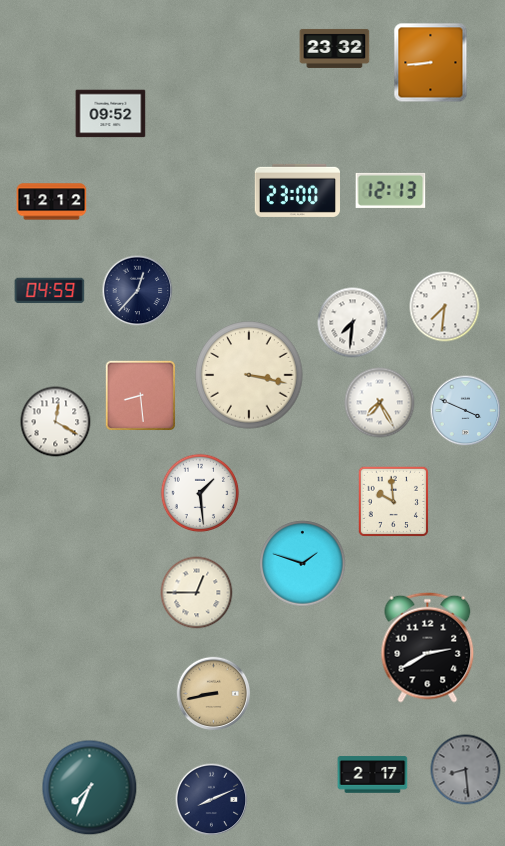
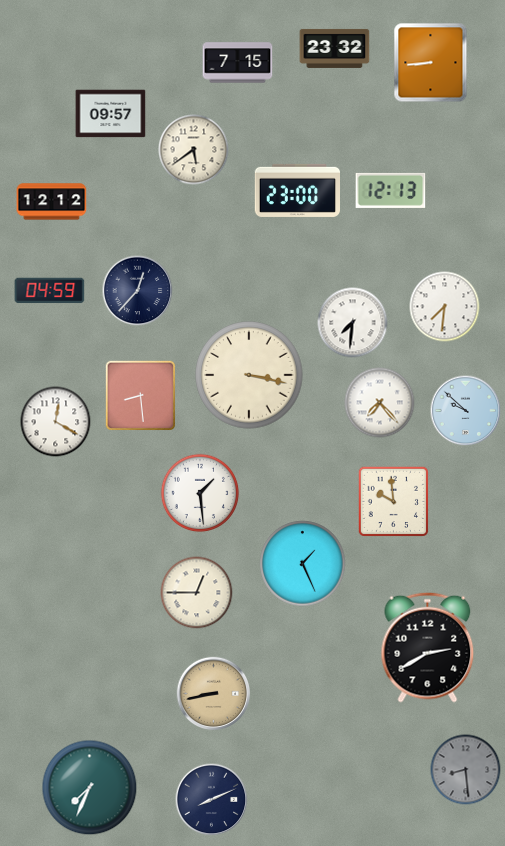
clock at (238, 63): none -> 7:15
clock at (111, 114): 09:52 -> 09:57
clock at (194, 150): none -> 5:39
clock at (380, 403): 7:25 -> 7:23
clock at (466, 411): 3:49 -> 9:52
clock at (303, 564): 1:48 -> 1:26
clock at (373, 775): 2:17 -> none
